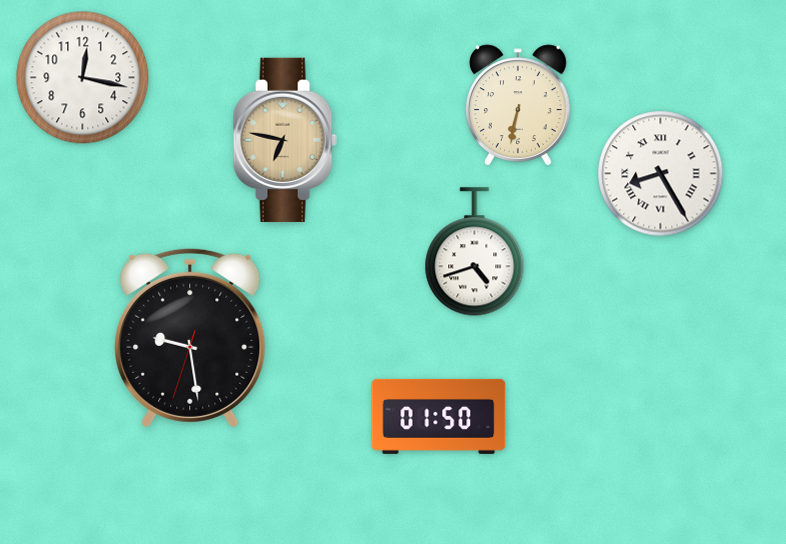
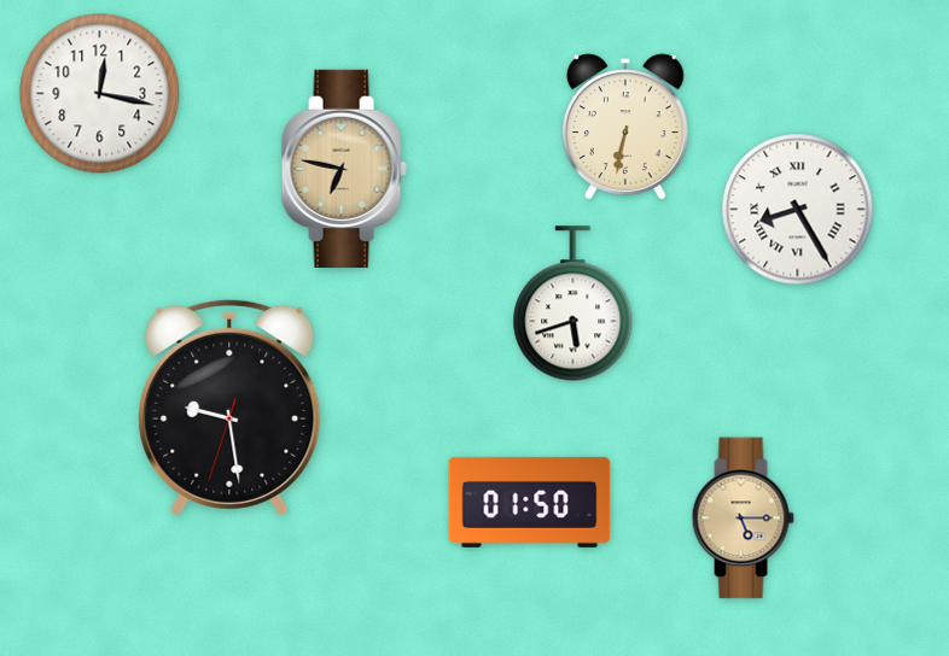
clock at (475, 252): 4:42 -> 5:42
clock at (743, 519): none -> 5:15
